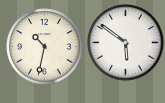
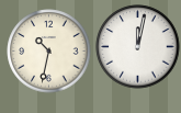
clock at (126, 43): 5:51 -> 12:02
